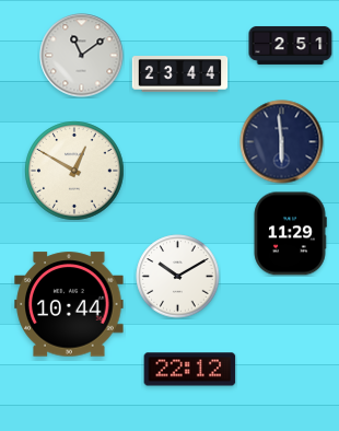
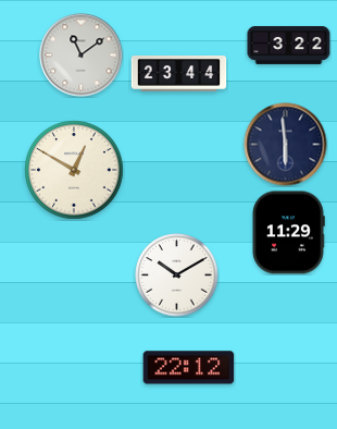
clock at (291, 45): 2:51 -> 3:22
clock at (282, 142) position: (282, 142) -> (286, 145)
clock at (69, 304): 10:44 -> none
